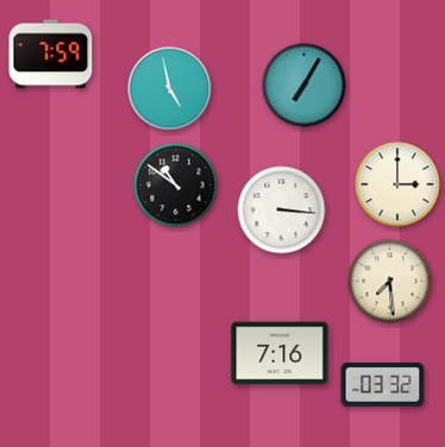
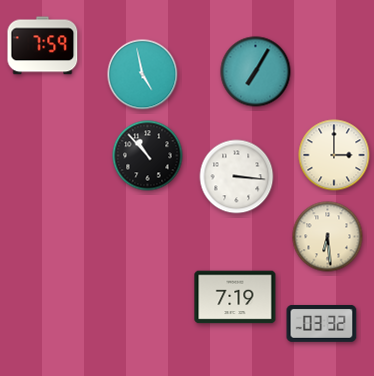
clock at (176, 185): 10:51 -> 10:53
clock at (390, 282): 7:29 -> 6:29
clock at (280, 353): 7:16 -> 7:19
